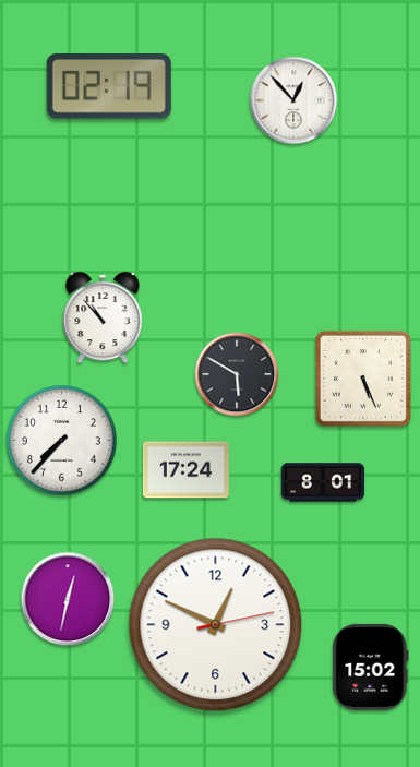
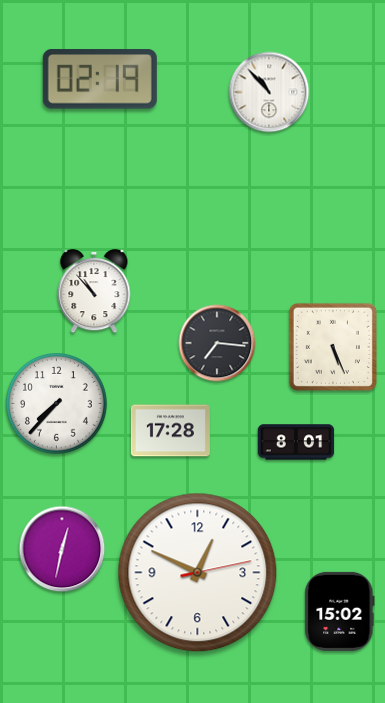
clock at (293, 100): 12:53 -> 10:53
clock at (237, 374): 5:50 -> 7:16
clock at (185, 470): 17:24 -> 17:28
